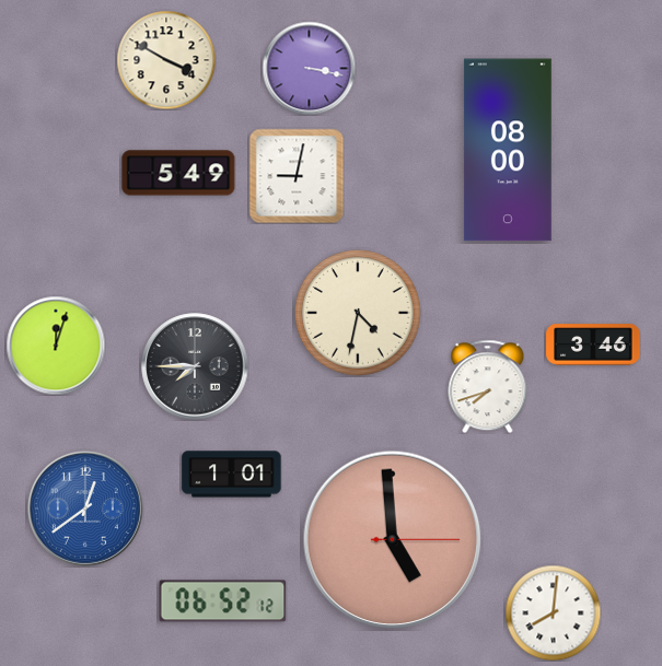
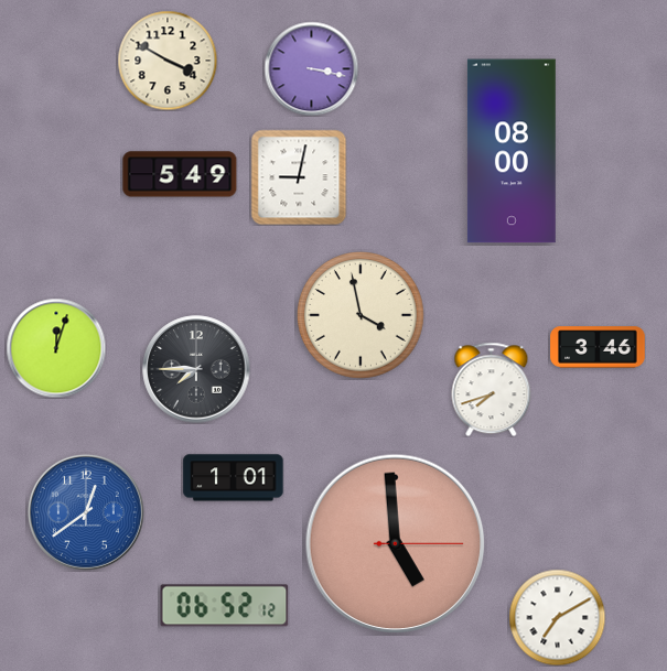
clock at (359, 314): 4:32 -> 3:58
clock at (553, 612): 8:01 -> 7:10
